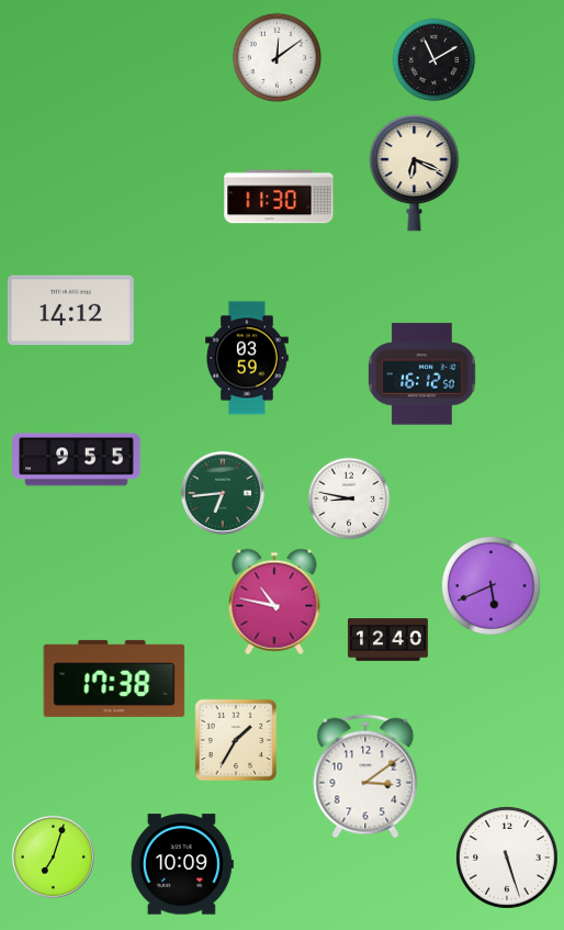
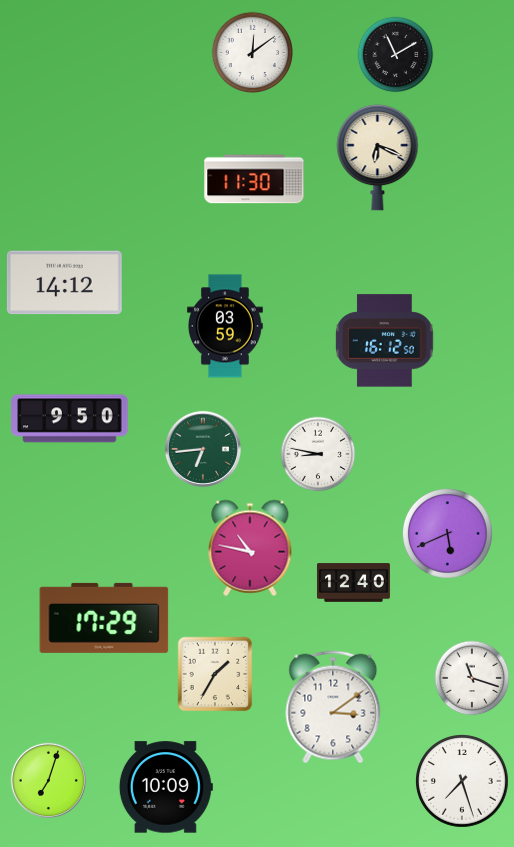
clock at (77, 460): 9:55 -> 9:50
clock at (114, 679): 17:38 -> 17:29
clock at (472, 678): none -> 11:18
clock at (508, 859): 5:27 -> 7:27
